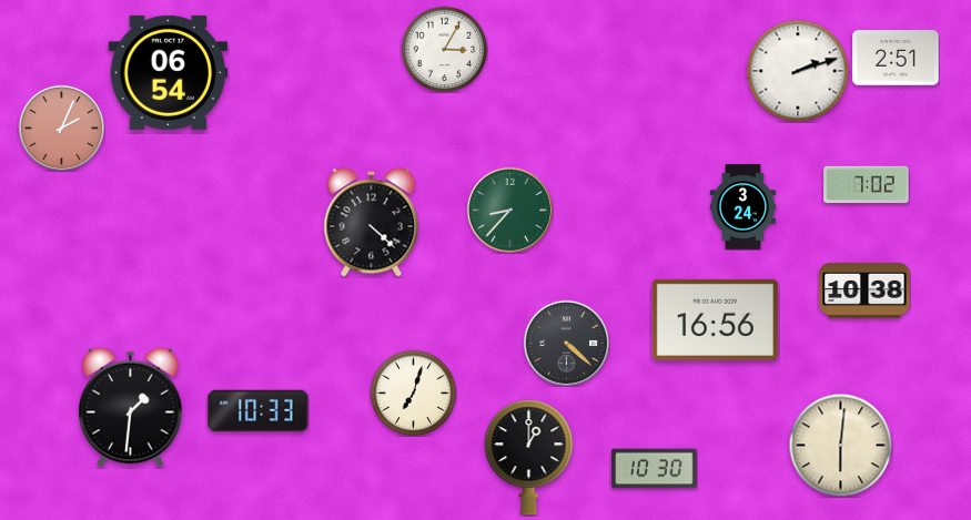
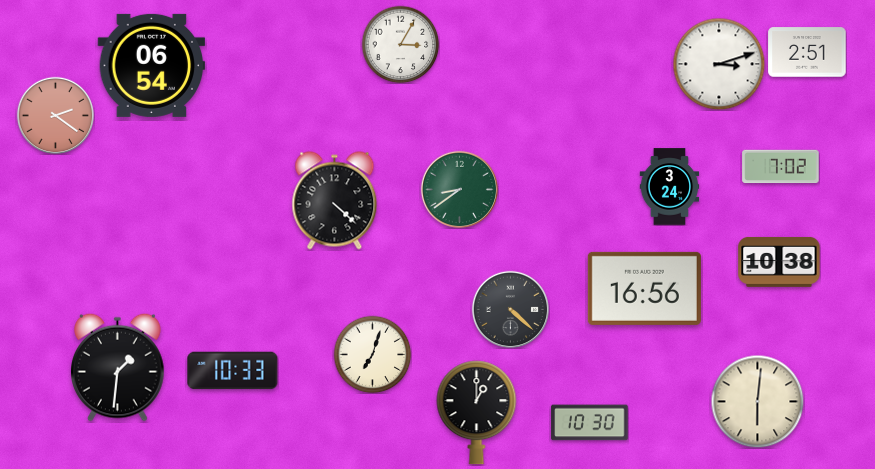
clock at (798, 71): 2:12 -> 3:12
clock at (61, 128): 2:04 -> 2:21
clock at (509, 210): 8:37 -> 8:39
